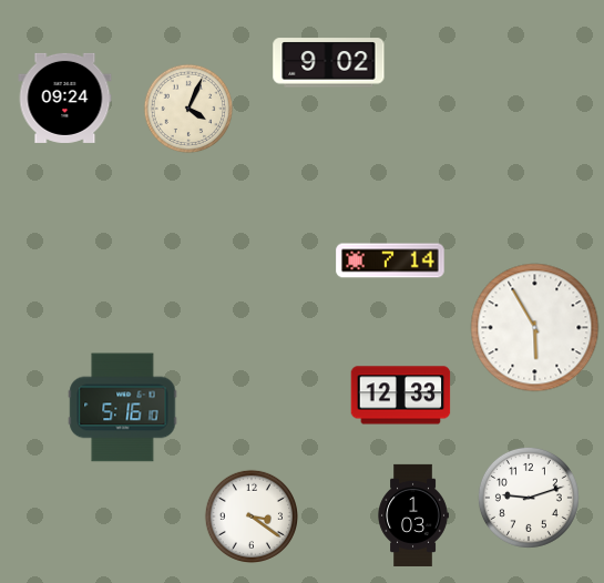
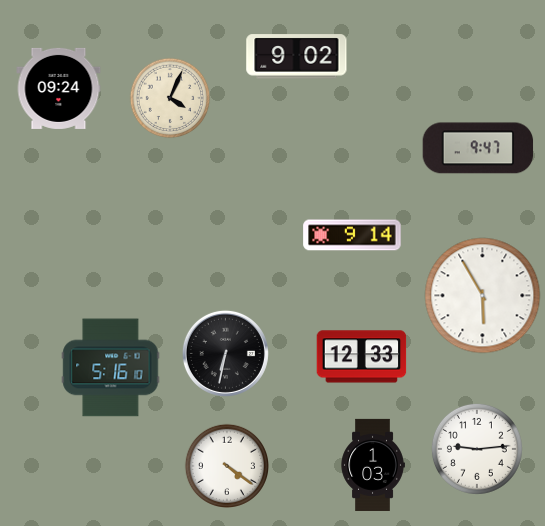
clock at (478, 148): none -> 9:47
clock at (390, 260): 7:14 -> 9:14
clock at (225, 353): none -> 6:32
clock at (529, 498): 9:12 -> 9:14
clock at (250, 515): 3:21 -> 4:21
